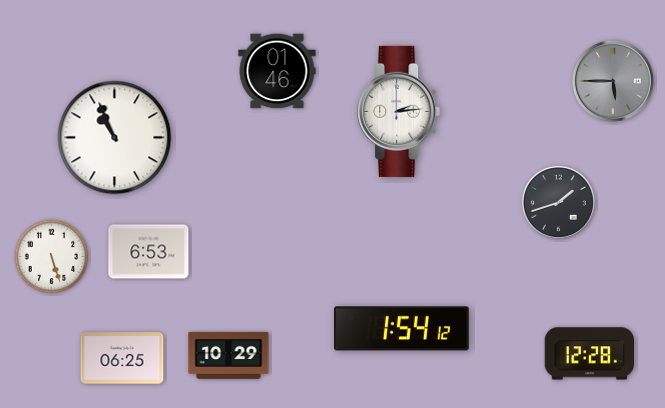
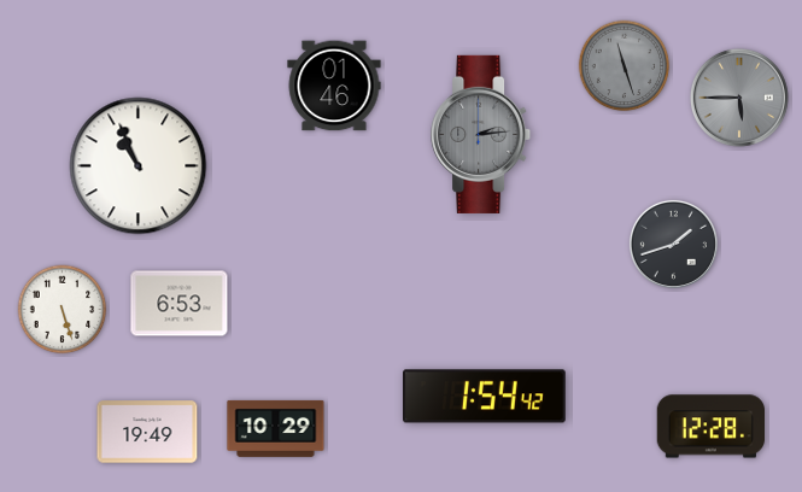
clock at (625, 66): none -> 11:27
clock at (399, 111) dial: white -> grey
clock at (402, 329): 1:54:12 -> 1:54:42
clock at (122, 358): 06:25 -> 19:49
